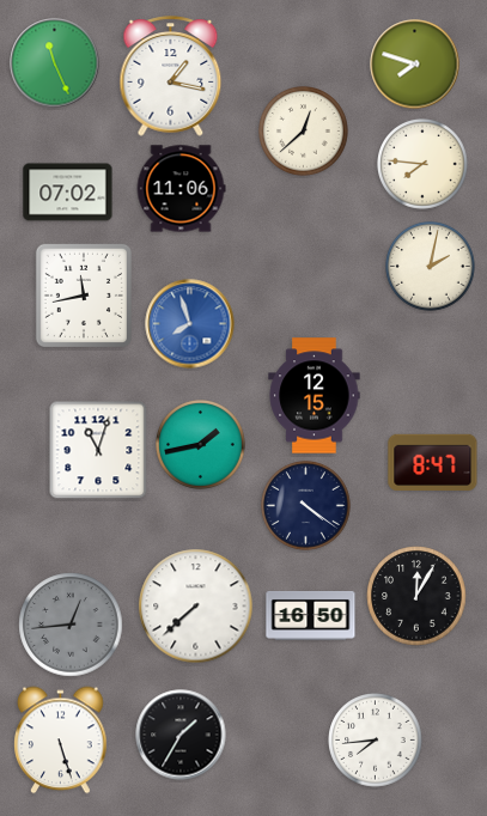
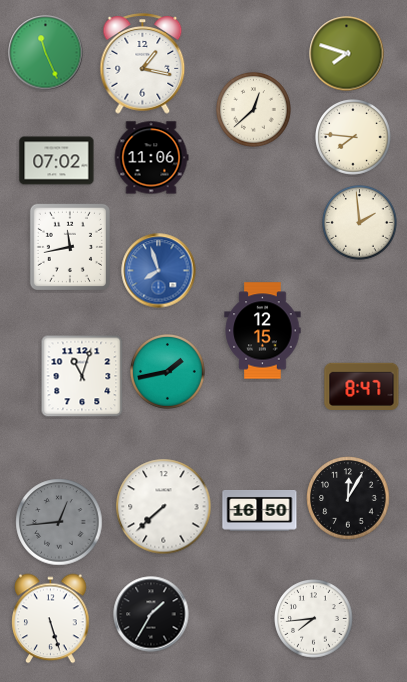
clock at (431, 267): 2:02 -> 1:59
clock at (306, 506): 4:21 -> none
clock at (311, 615) position: (311, 615) -> (260, 510)
